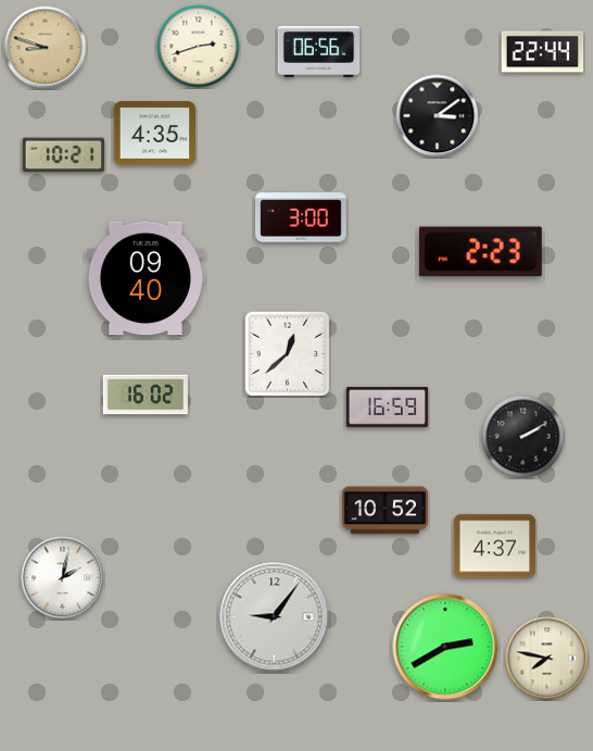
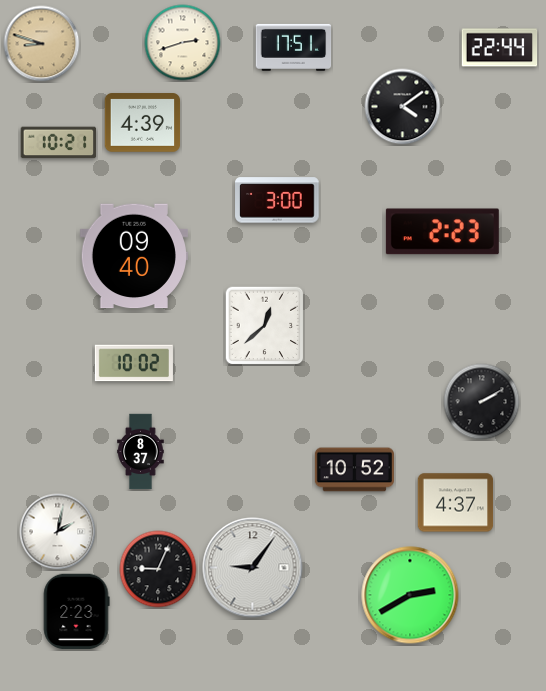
clock at (319, 51): 06:56 -> 17:51
clock at (438, 116): 3:09 -> 4:09
clock at (155, 134): 4:35 -> 4:39
clock at (146, 395): 16:02 -> 10:02
clock at (388, 406): 16:59 -> none
clock at (141, 452): none -> 8:37
clock at (158, 569): none -> 9:04
clock at (547, 659): 7:47 -> none
clock at (77, 612): none -> 2:23
